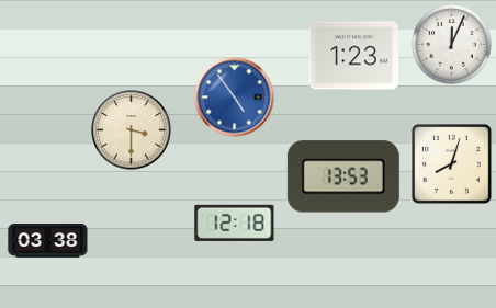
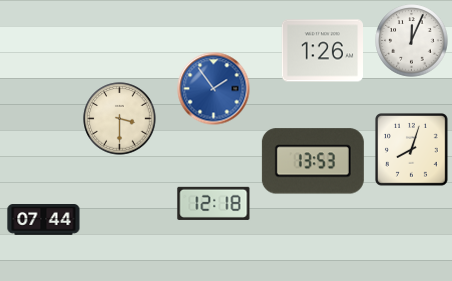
clock at (353, 56): 1:23 -> 1:26
clock at (235, 98): 4:54 -> 1:54
clock at (48, 241): 03:38 -> 07:44
